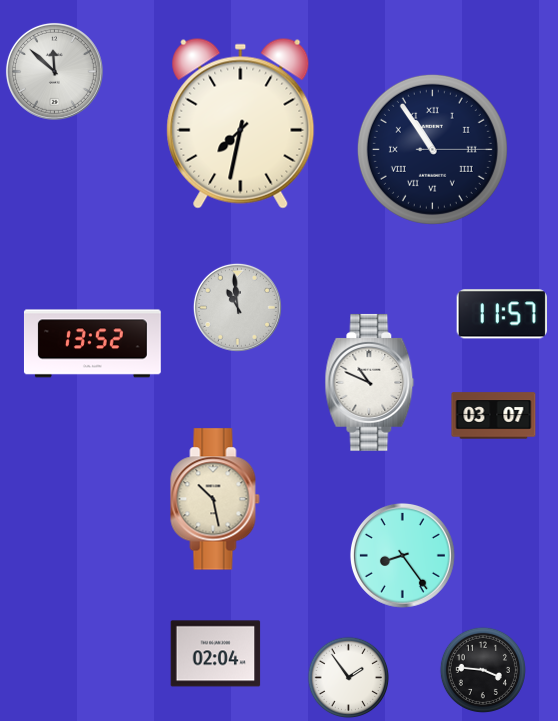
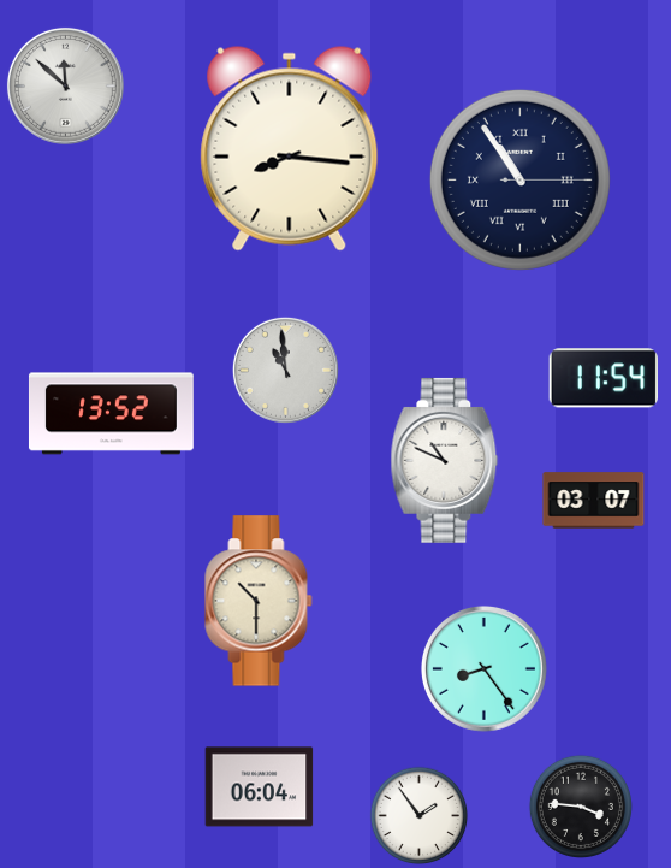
clock at (241, 123): 7:32 -> 8:16
clock at (502, 314): 11:57 -> 11:54
clock at (215, 499): 10:28 -> 10:30
clock at (216, 654): 02:04 -> 06:04
